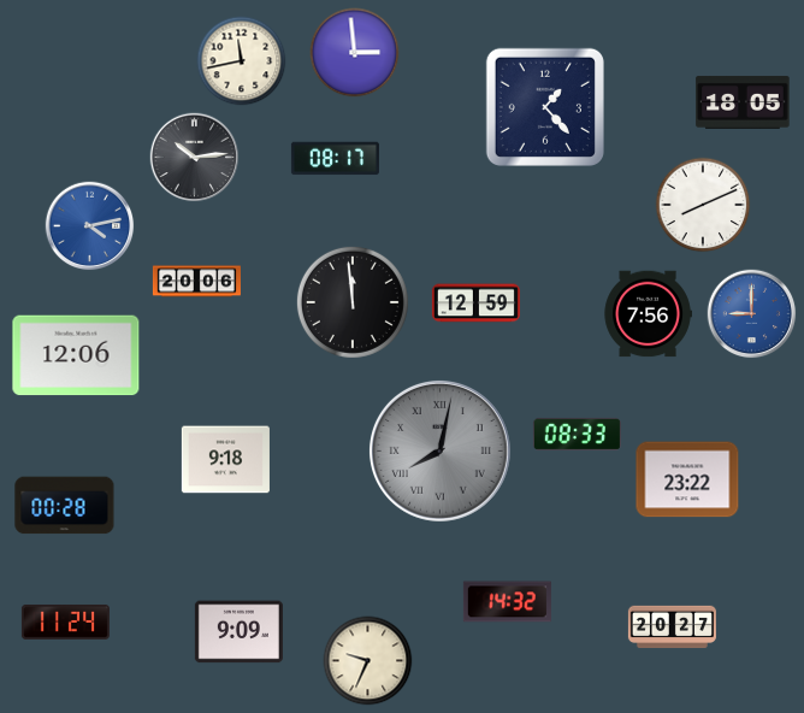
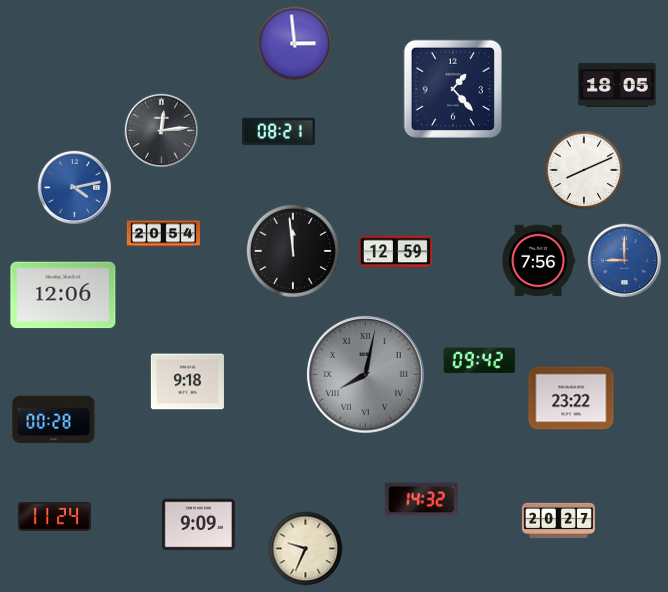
clock at (242, 61): 11:43 -> none
clock at (195, 158): 10:14 -> 12:14
clock at (335, 159): 08:17 -> 08:21
clock at (196, 282): 20:06 -> 20:54
clock at (577, 434): 08:33 -> 09:42
